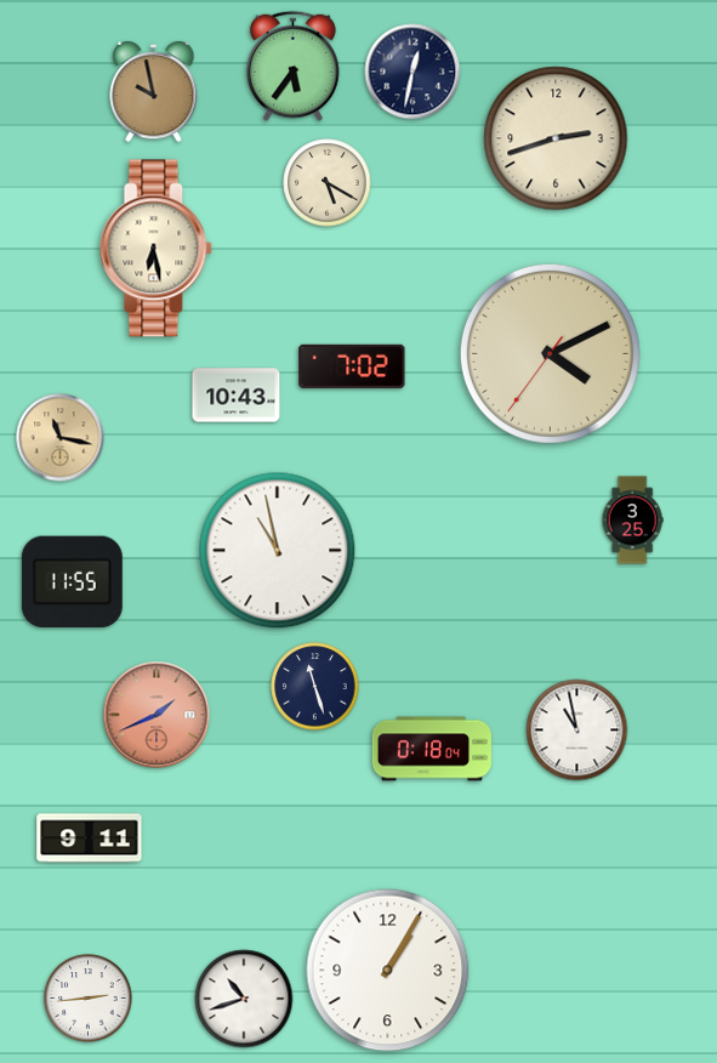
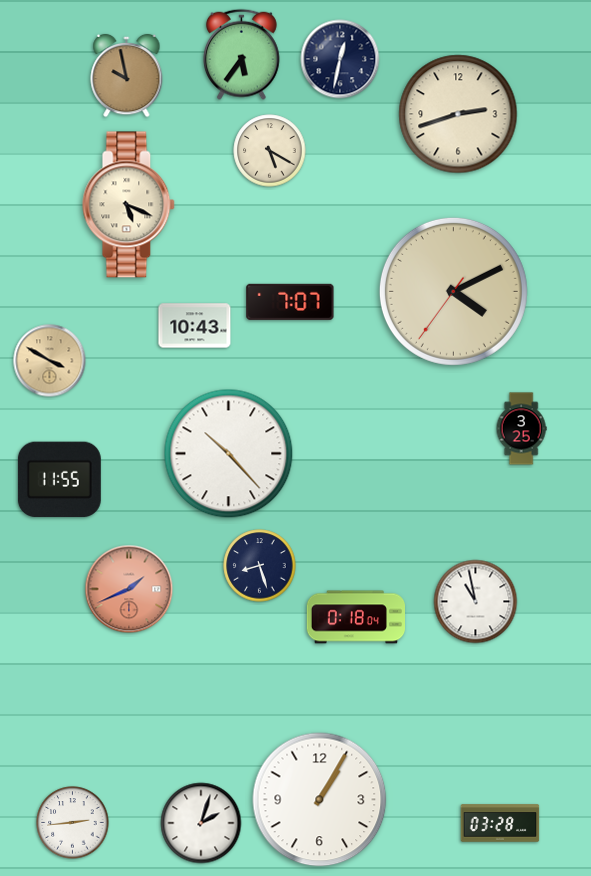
clock at (157, 249): 6:28 -> 5:19
clock at (352, 366): 7:02 -> 7:07
clock at (61, 438): 11:17 -> 3:50
clock at (278, 551): 10:58 -> 10:23
clock at (315, 687): 11:27 -> 8:27
clock at (90, 839): 9:11 -> none
clock at (244, 999): 10:42 -> 2:03
clock at (500, 823): none -> 03:28
